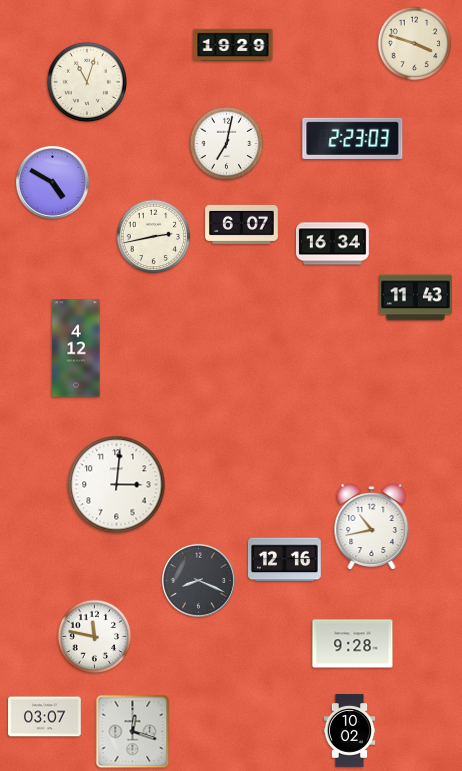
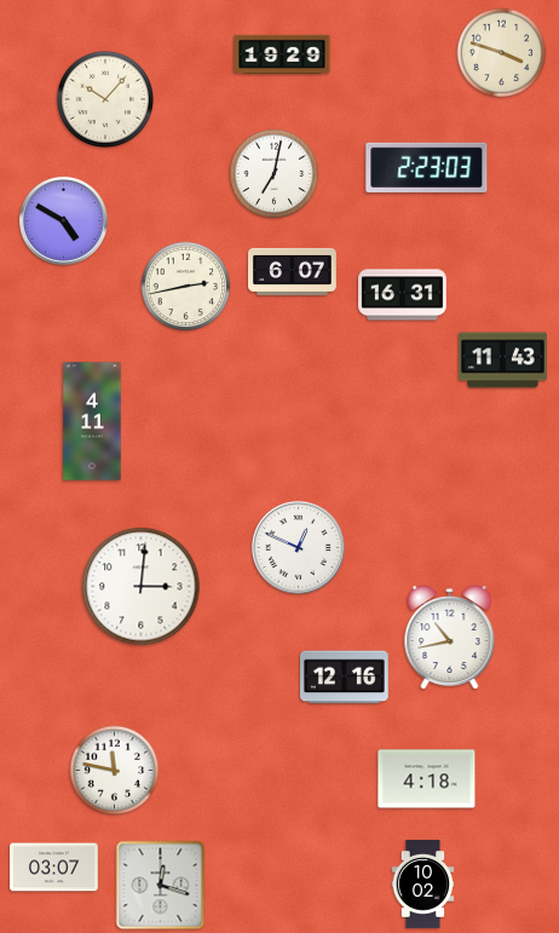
clock at (87, 82): 11:03 -> 10:07
clock at (333, 244): 16:34 -> 16:31
clock at (76, 348): 4:12 -> 4:11
clock at (298, 547): none -> 12:49
clock at (198, 580): 8:19 -> none
clock at (353, 644): 9:28 -> 4:18
